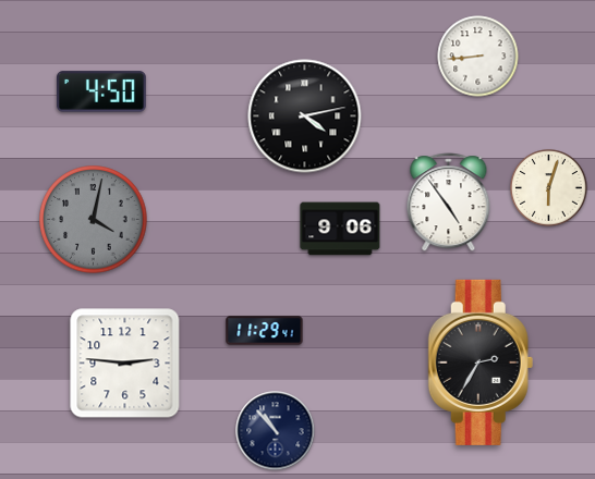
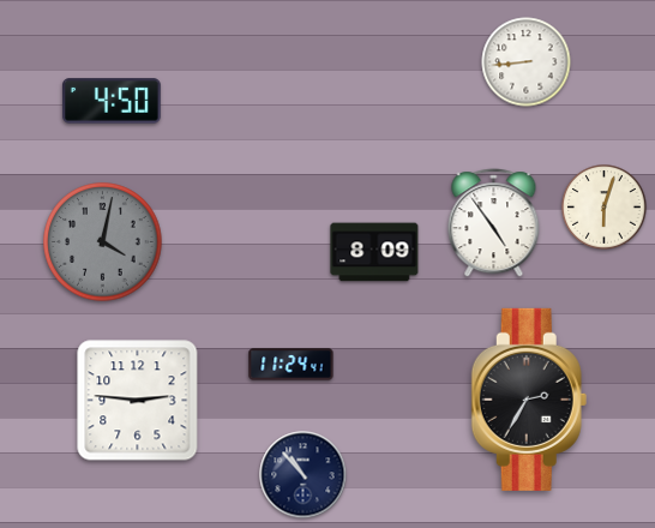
clock at (305, 116): 4:13 -> none
clock at (340, 229): 9:06 -> 8:09
clock at (265, 331): 11:29 -> 11:24
